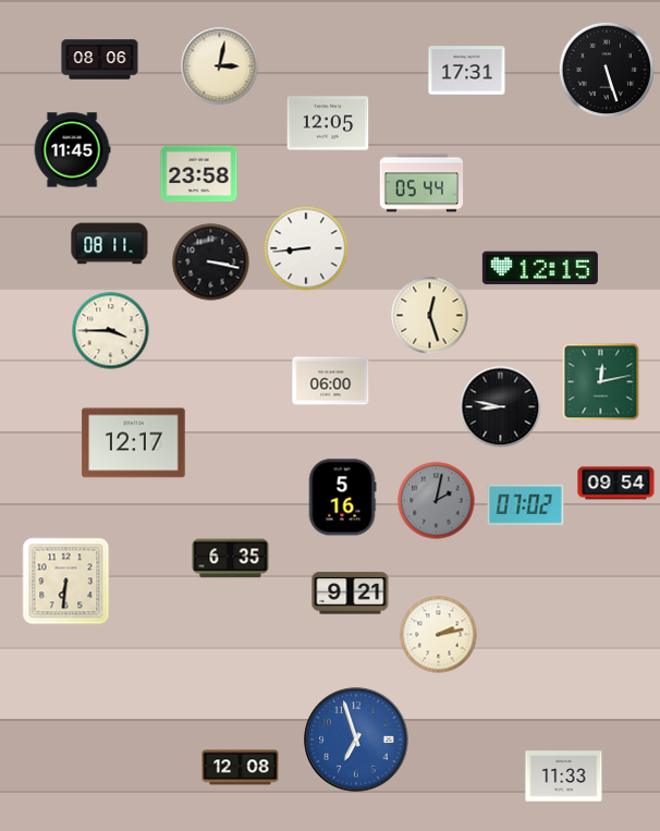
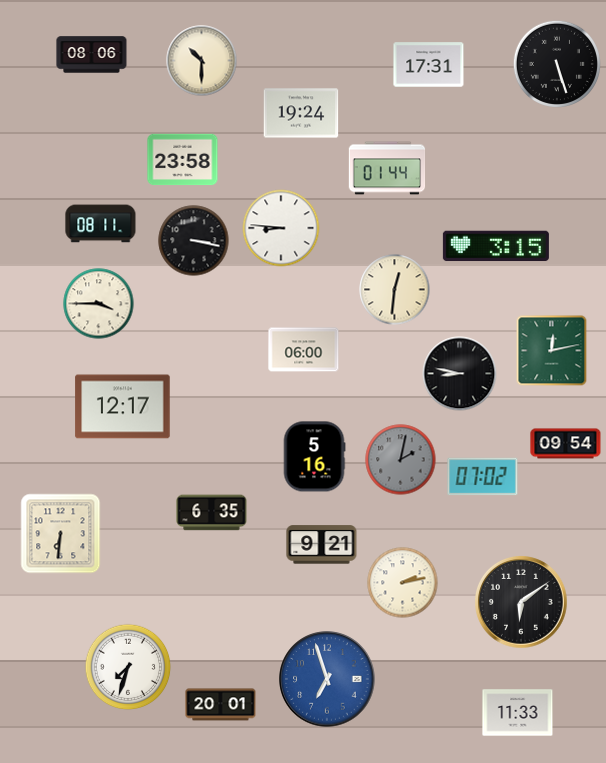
clock at (220, 66): 3:02 -> 10:30
clock at (328, 123): 12:05 -> 19:24
clock at (72, 150): 11:45 -> none
clock at (421, 183): 05:44 -> 01:44
clock at (306, 248): 8:44 -> 8:46
clock at (540, 268): 12:15 -> 3:15
clock at (430, 316): 12:27 -> 12:31
clock at (111, 331) position: (111, 331) -> (99, 304)
clock at (526, 505) position: (526, 505) -> (483, 477)
clock at (522, 603): none -> 6:09
clock at (128, 667): none -> 7:33
clock at (241, 768): 12:08 -> 20:01
